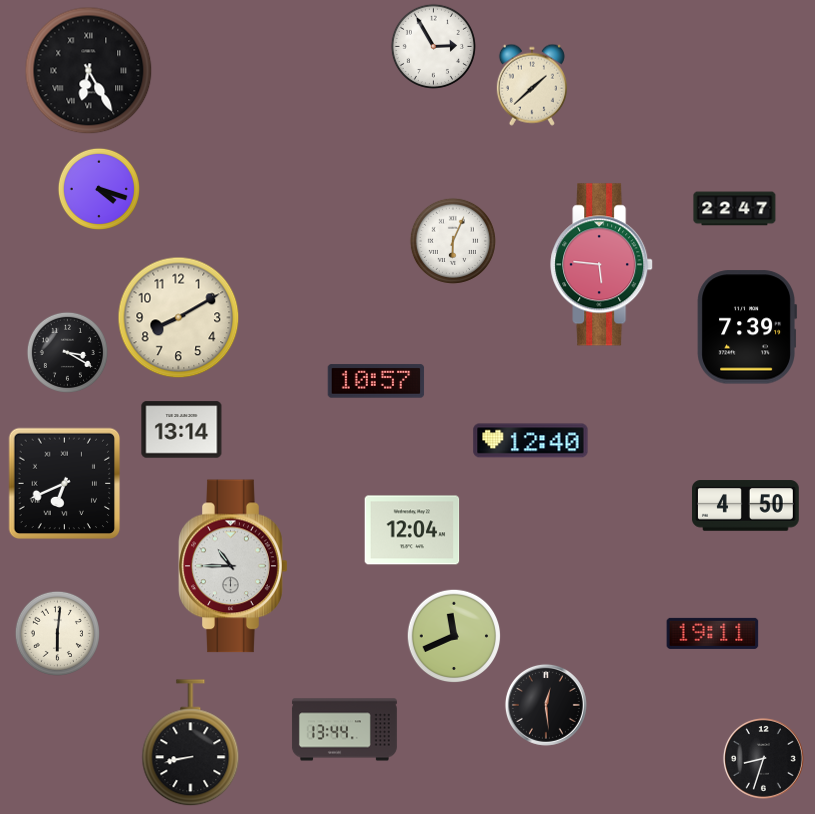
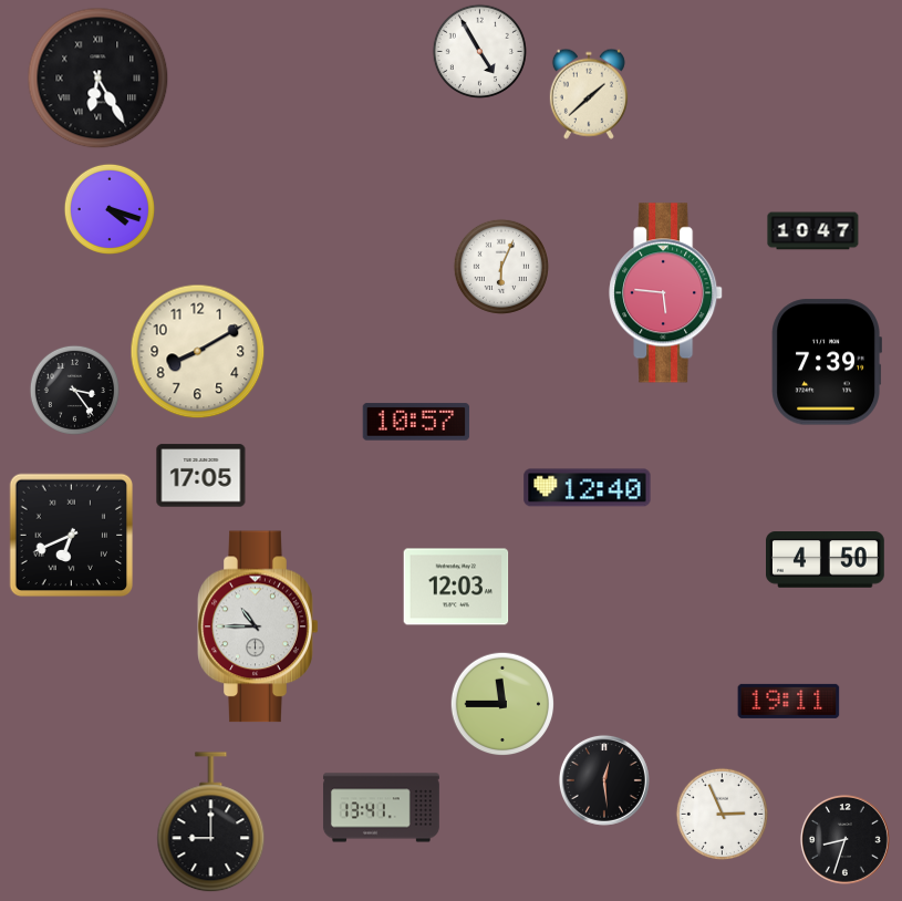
clock at (433, 46): 2:55 -> 4:55
clock at (735, 209): 22:47 -> 10:47
clock at (67, 352): 3:20 -> 3:24
clock at (182, 430): 13:14 -> 17:05
clock at (412, 530): 12:04 -> 12:03
clock at (57, 633): 6:01 -> none
clock at (454, 636): 11:41 -> 11:45
clock at (344, 730): 13:44 -> 13:41
clock at (722, 814): none -> 2:56
clock at (191, 743): 8:43 -> 9:00
